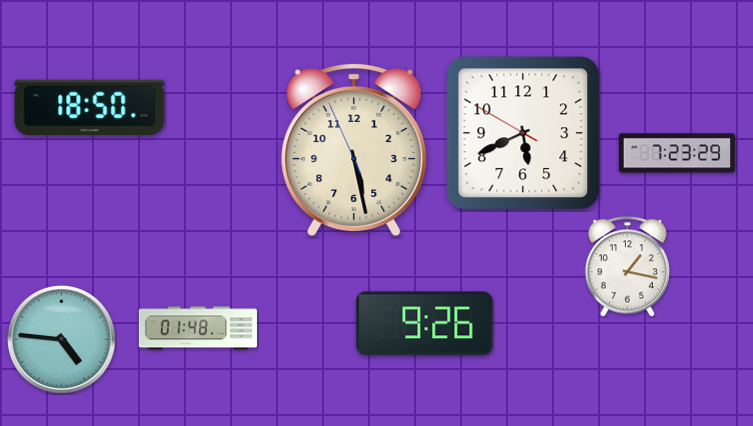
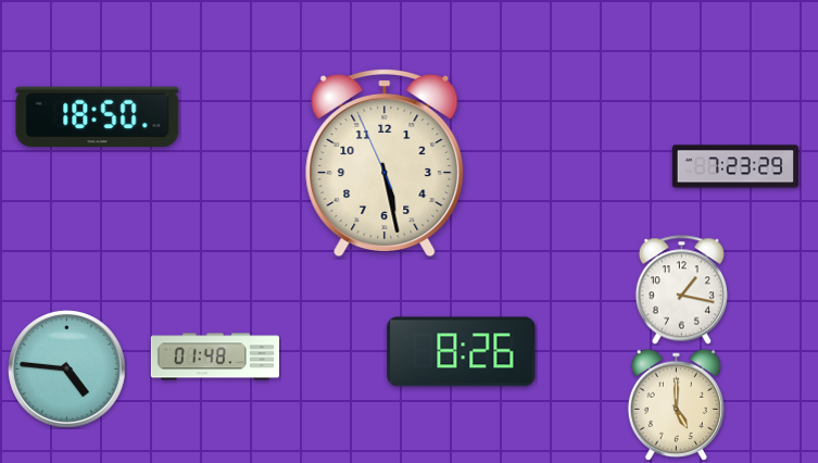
clock at (523, 133): 5:40 -> none
clock at (425, 324): 9:26 -> 8:26
clock at (676, 404): none -> 5:00
